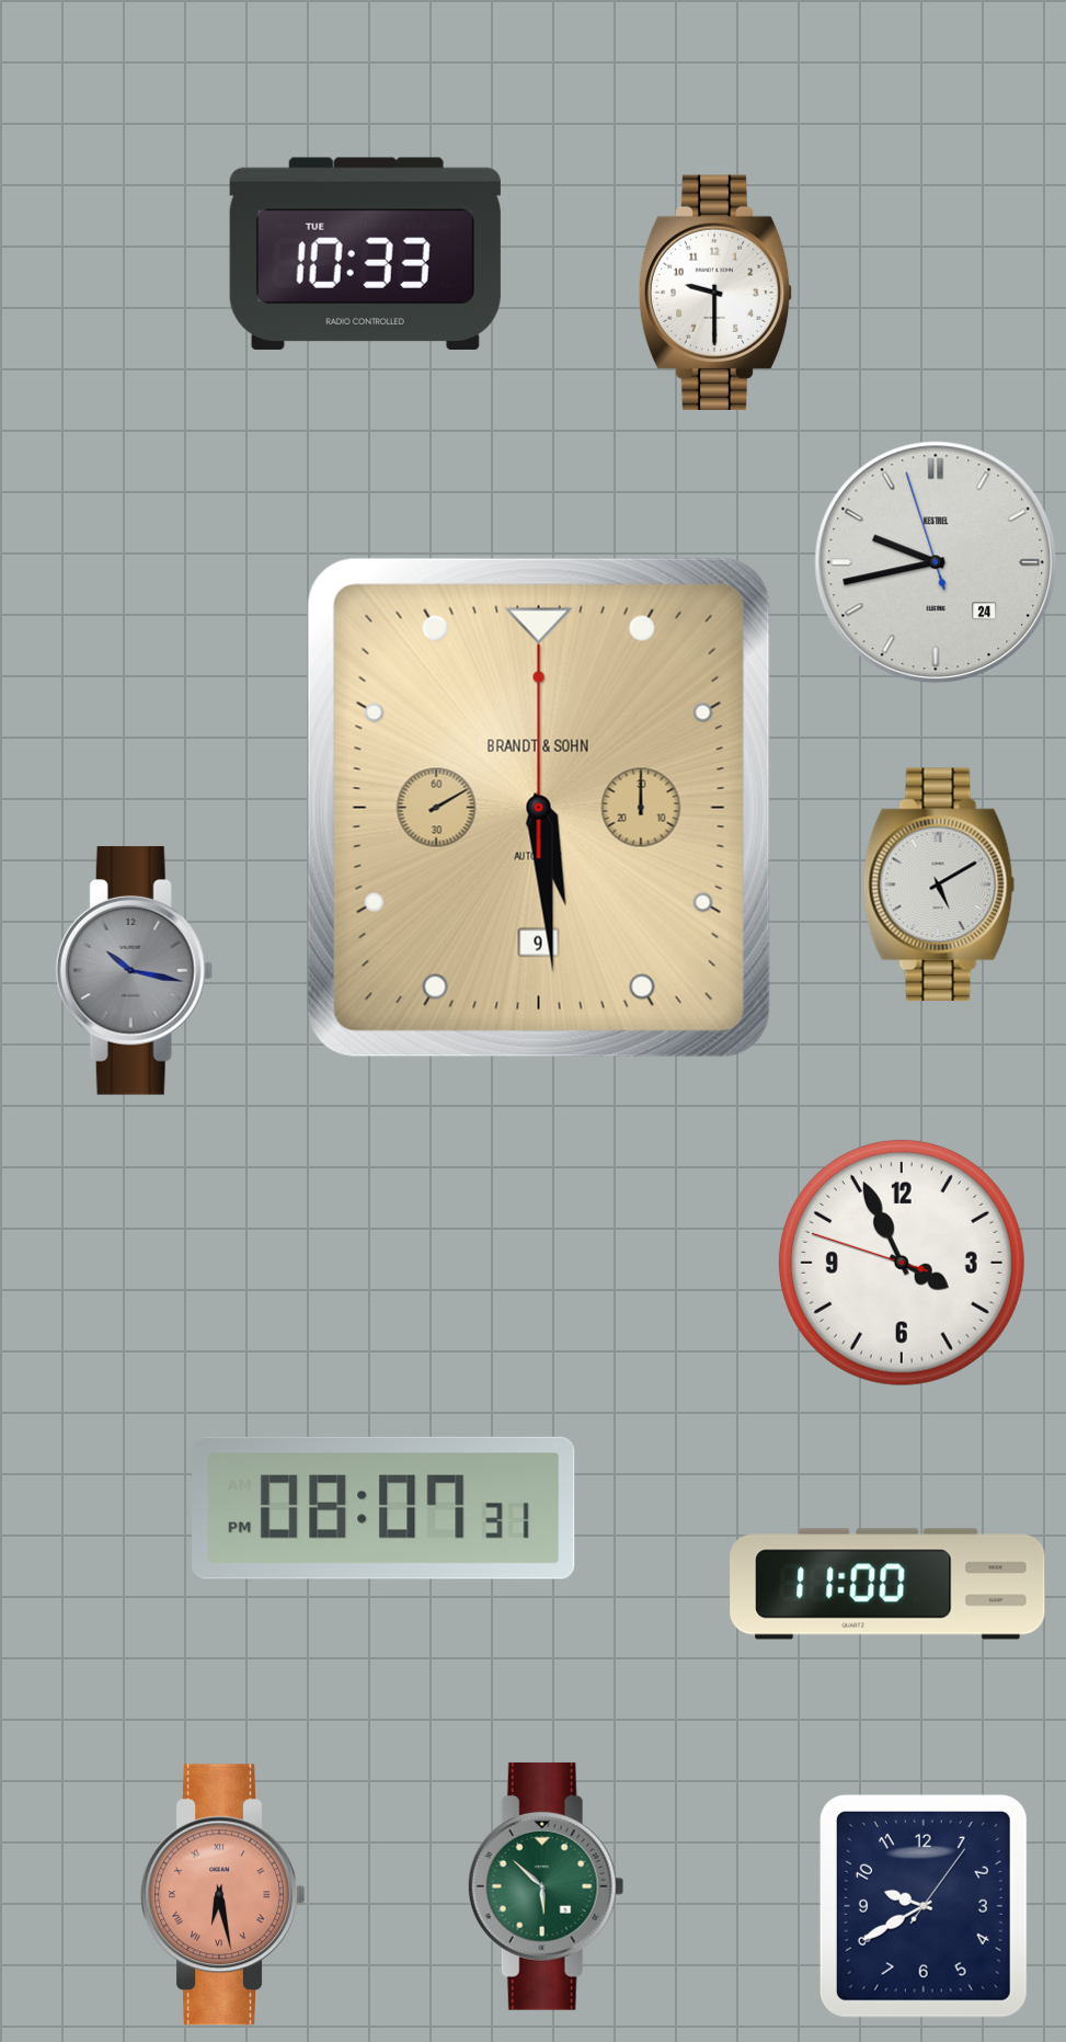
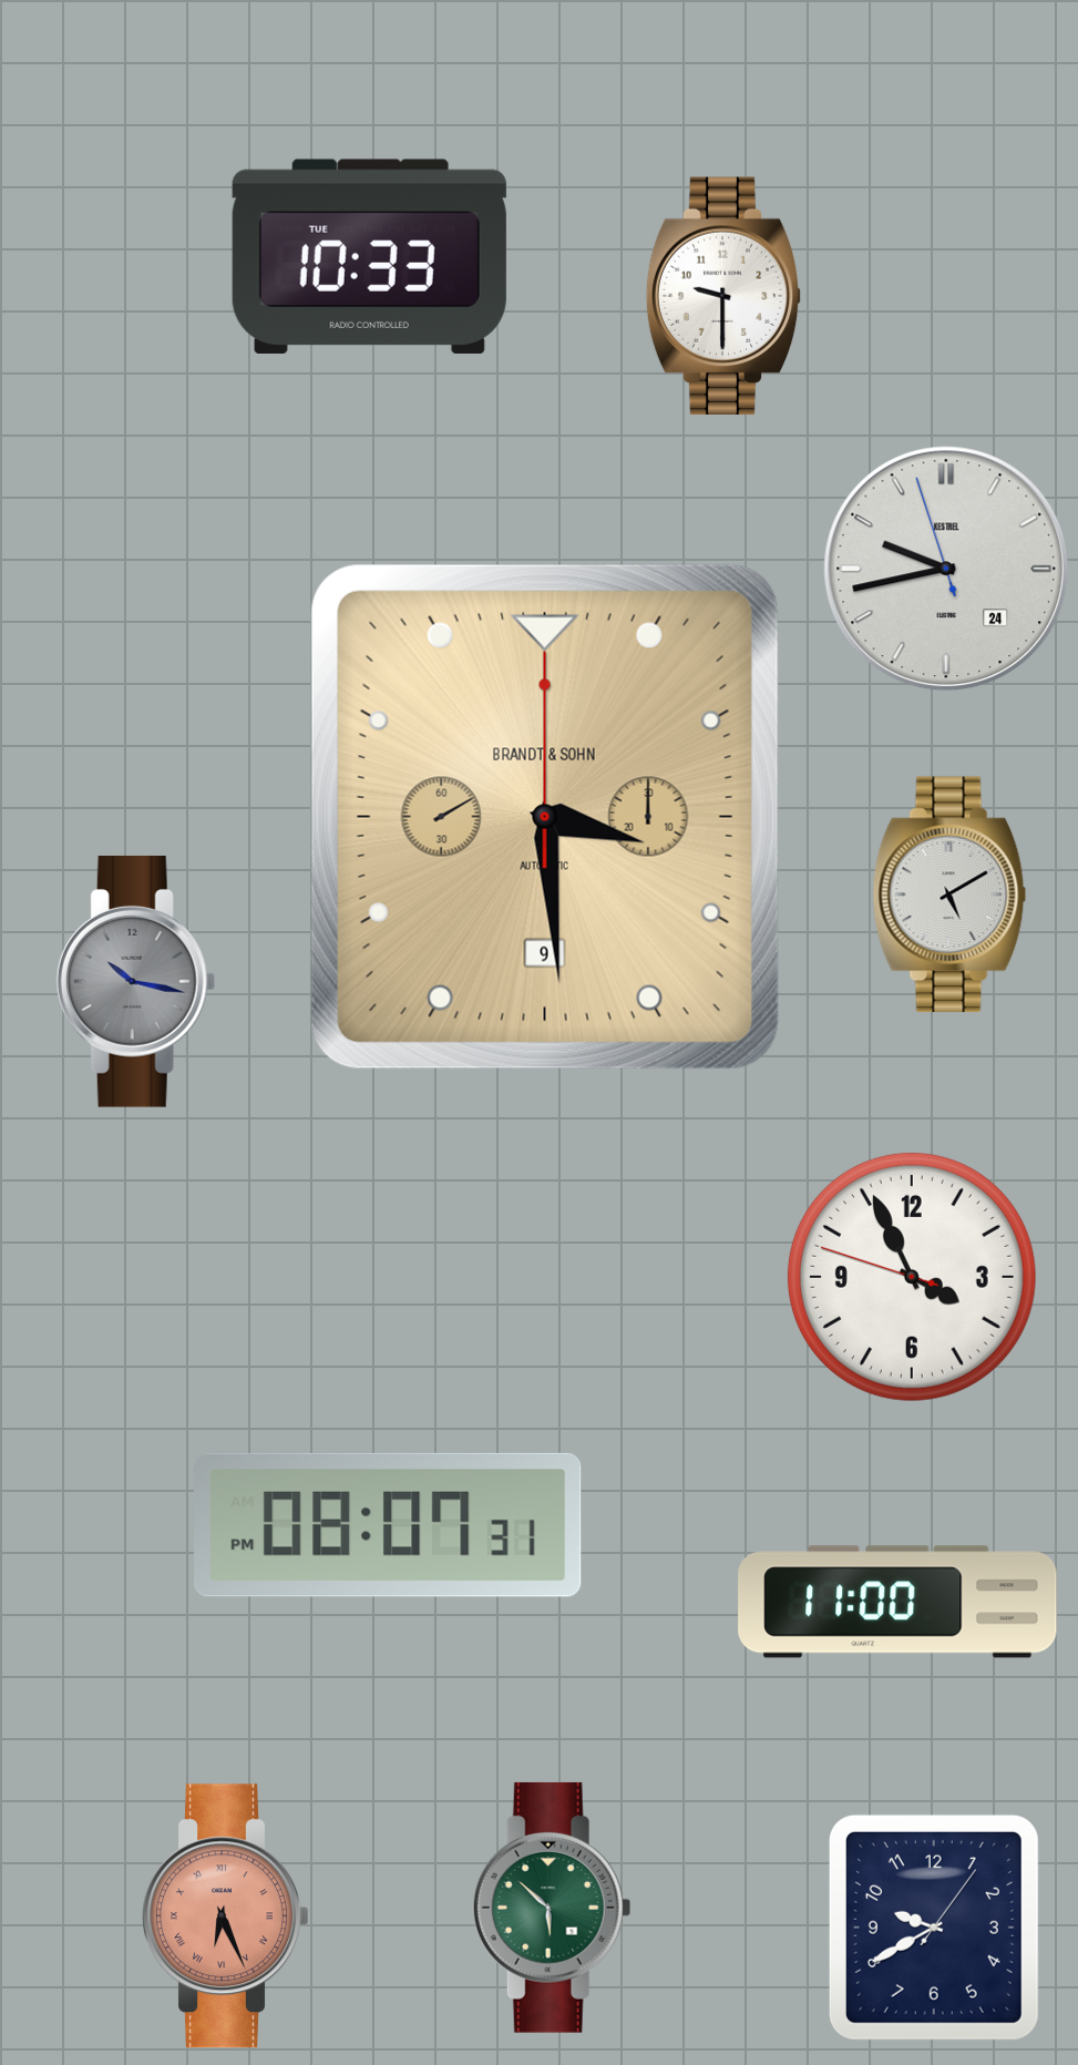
clock at (539, 808): 5:29 -> 3:29
clock at (223, 1895): 6:28 -> 6:26
